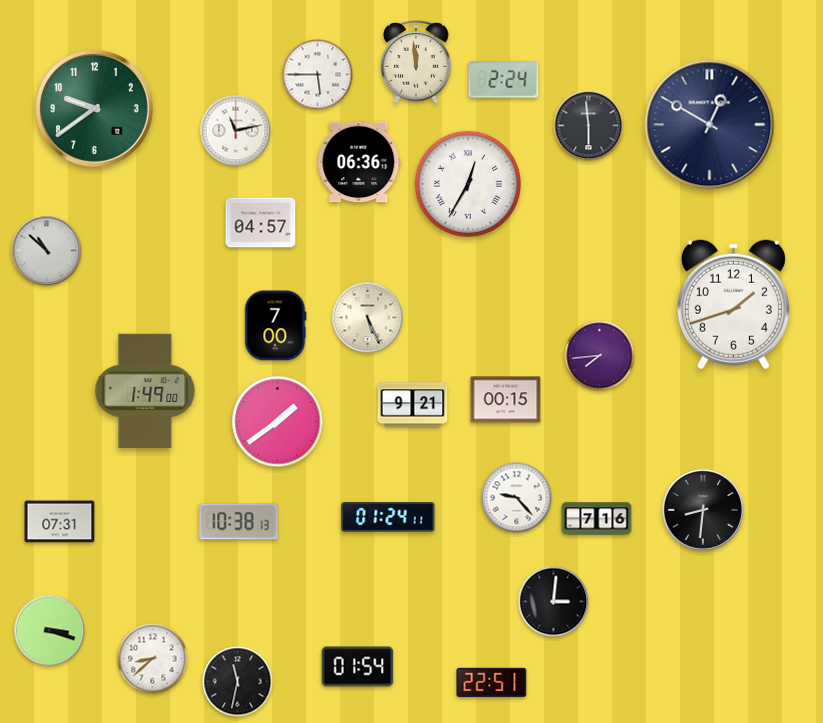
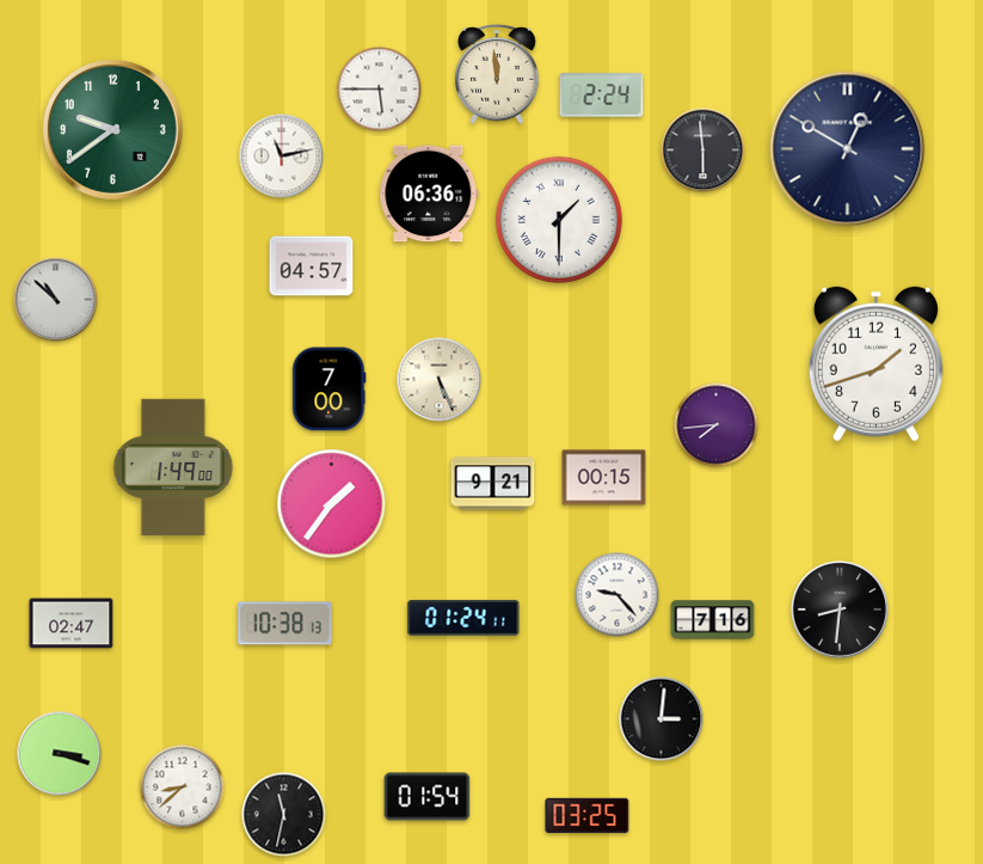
clock at (468, 184): 12:35 -> 1:30
clock at (278, 422): 1:39 -> 1:36
clock at (60, 522): 07:31 -> 02:47
clock at (492, 682): 22:51 -> 03:25
